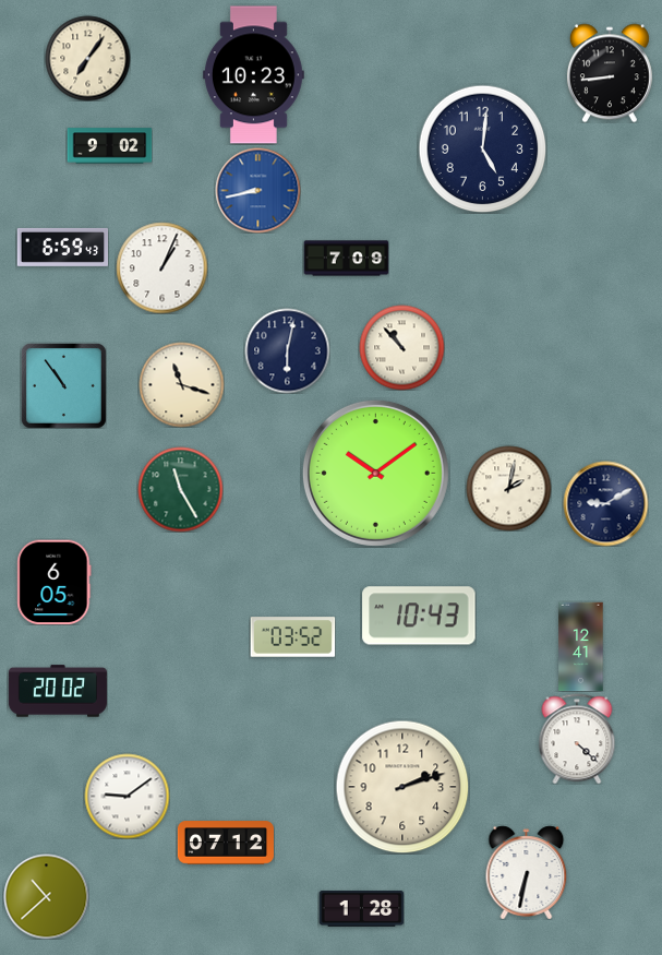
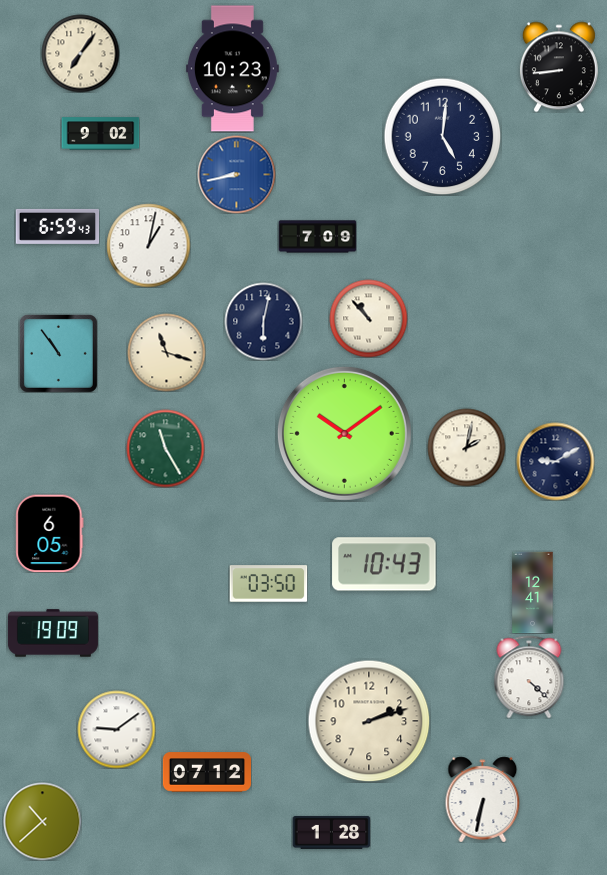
clock at (161, 267): 1:04 -> 1:02
clock at (292, 637): 03:52 -> 03:50
clock at (58, 691): 20:02 -> 19:09
